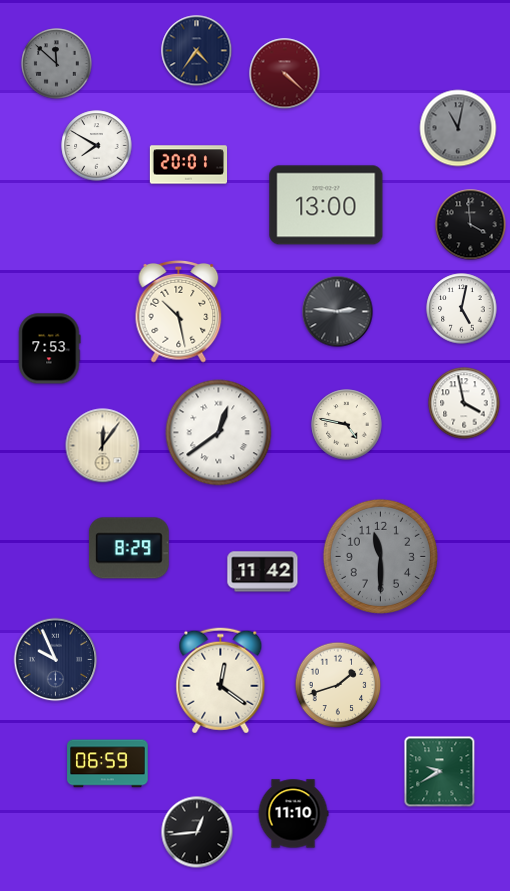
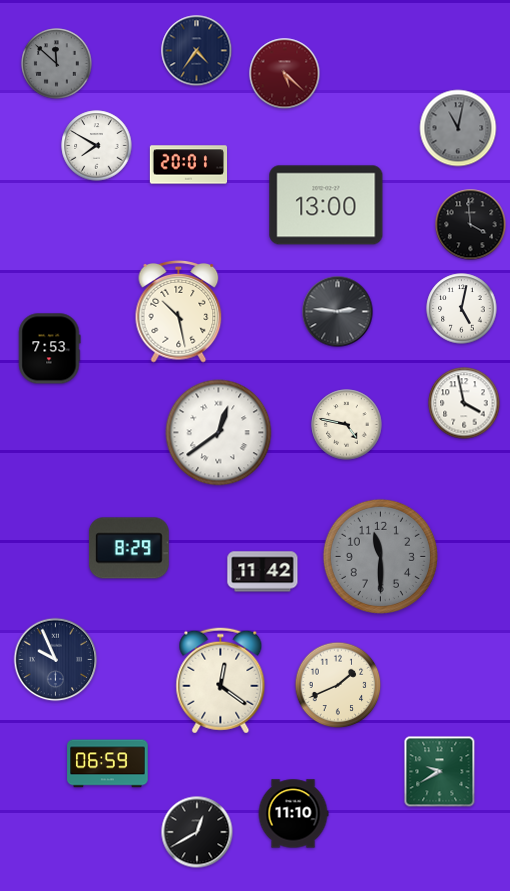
clock at (285, 74): 4:22 -> 5:22
clock at (103, 446): 12:06 -> none
clock at (338, 685): 1:42 -> 1:41
clock at (197, 832): 12:44 -> 12:40
